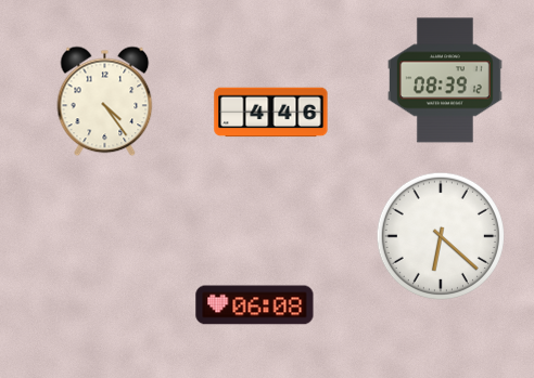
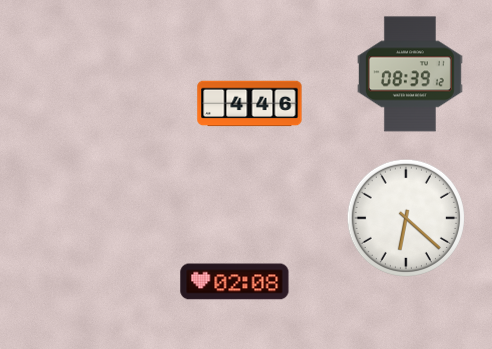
clock at (105, 101): 4:24 -> none
clock at (255, 305): 06:08 -> 02:08
